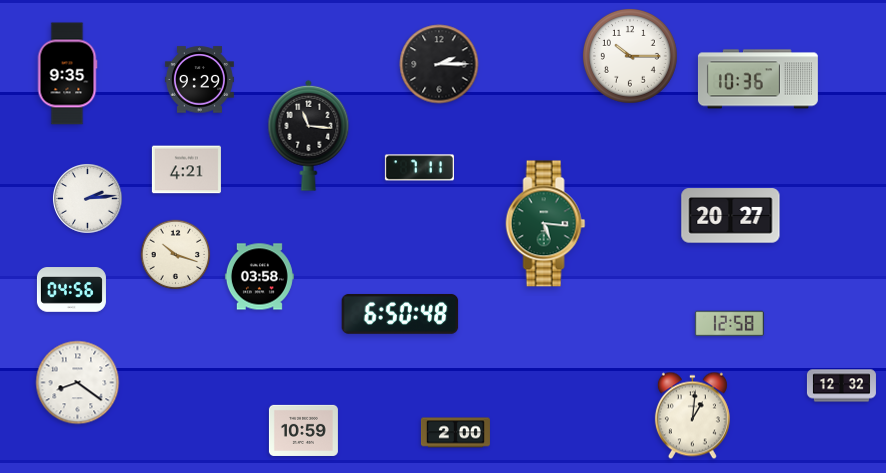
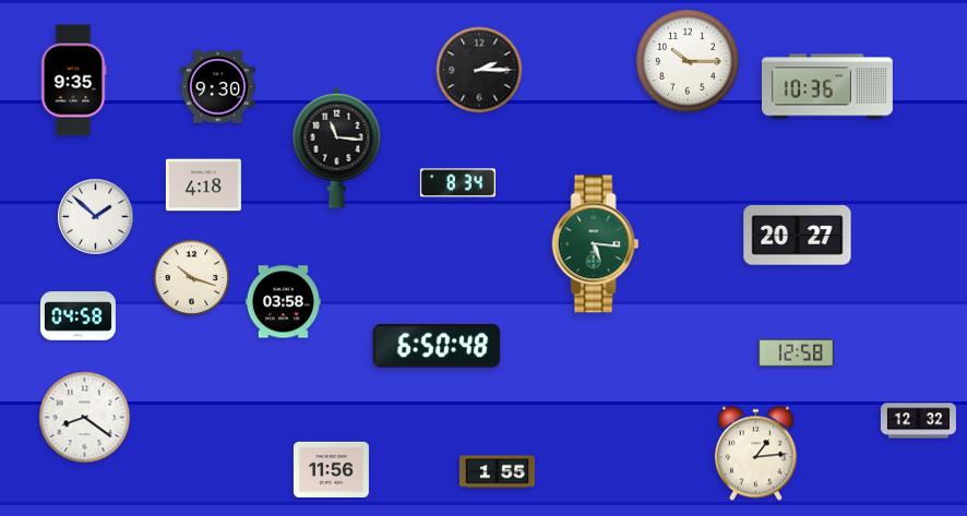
clock at (199, 80): 9:29 -> 9:30
clock at (419, 168): 7:11 -> 8:34
clock at (186, 170): 4:21 -> 4:18
clock at (88, 199): 2:14 -> 1:52
clock at (71, 290): 04:56 -> 04:58
clock at (400, 314) position: (400, 314) -> (437, 346)
clock at (692, 416): 1:01 -> 1:14
clock at (303, 430): 10:59 -> 11:56
clock at (455, 433): 2:00 -> 1:55
